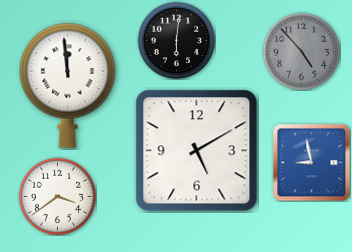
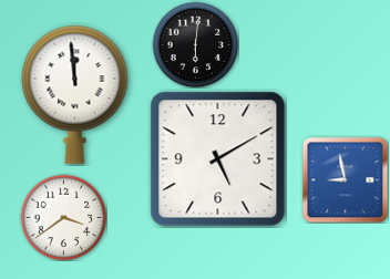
clock at (301, 51): 4:53 -> none
clock at (197, 151) position: (197, 151) -> (218, 159)
